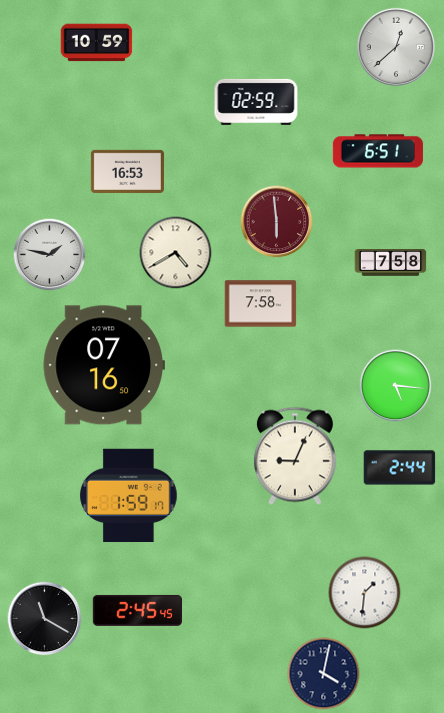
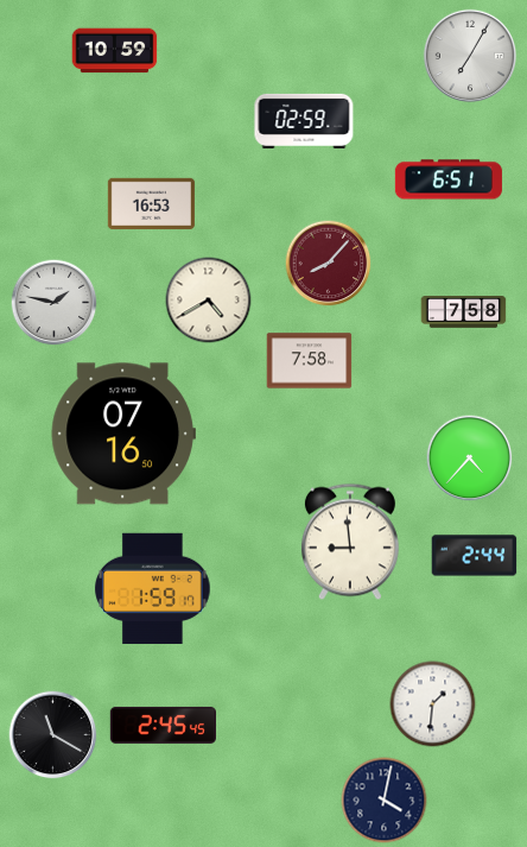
clock at (395, 46): 12:38 -> 7:05
clock at (277, 222): 5:59 -> 8:07
clock at (50, 255) position: (50, 255) -> (55, 303)
clock at (396, 386): 5:16 -> 4:37
clock at (295, 456): 9:04 -> 8:59
